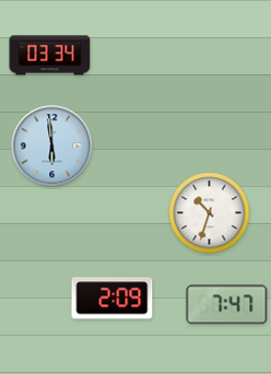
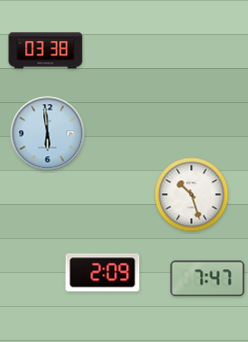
clock at (50, 56): 03:34 -> 03:38
clock at (210, 213): 10:33 -> 10:27
